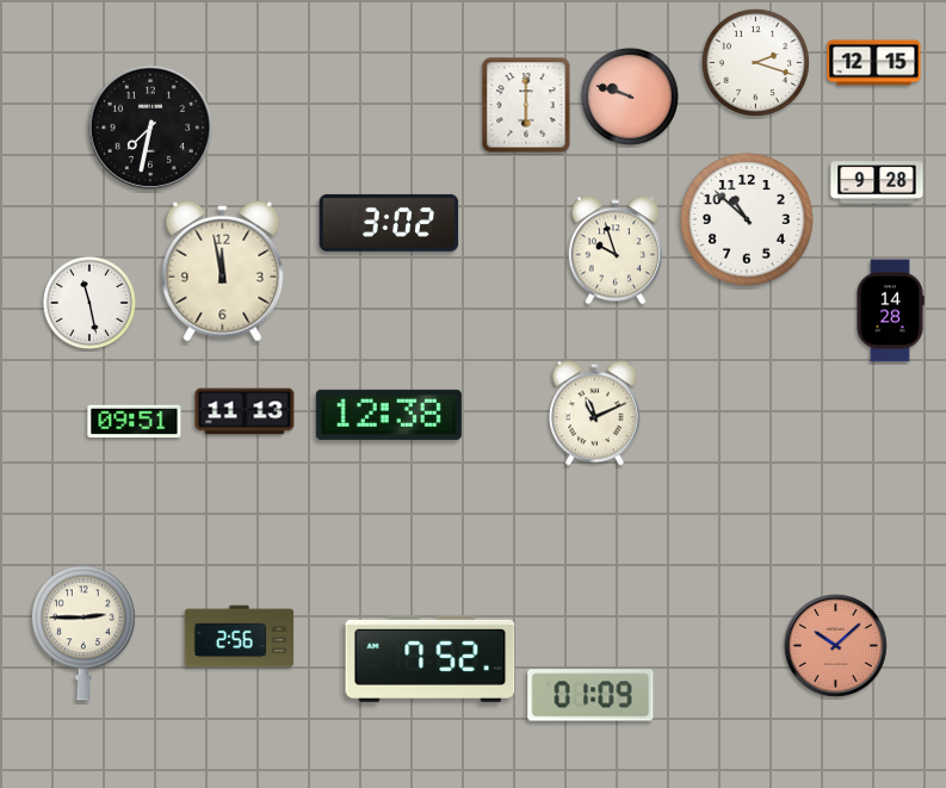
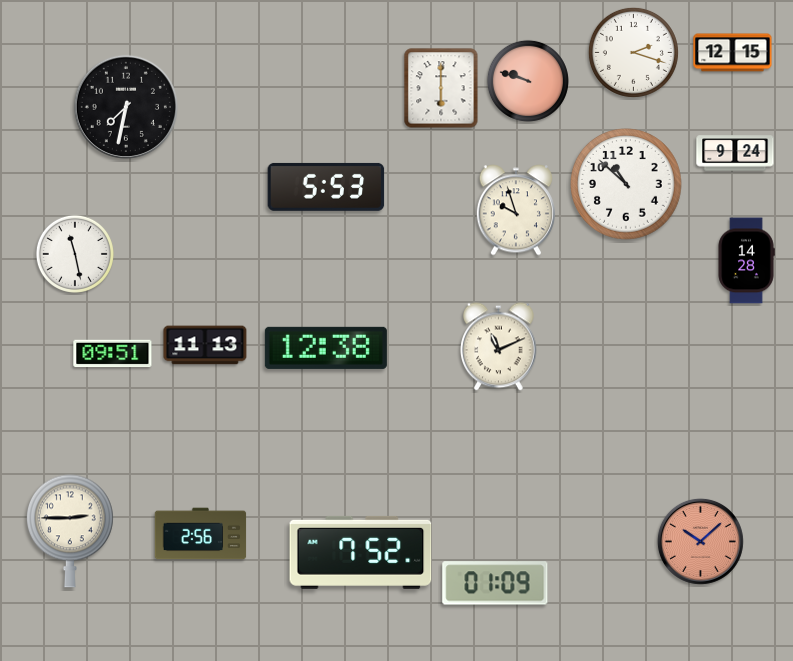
clock at (877, 182): 9:28 -> 9:24
clock at (389, 223): 3:02 -> 5:53
clock at (223, 271): 11:58 -> none
